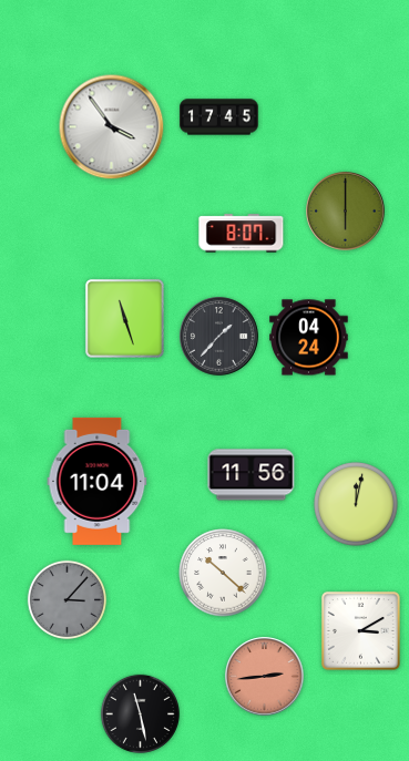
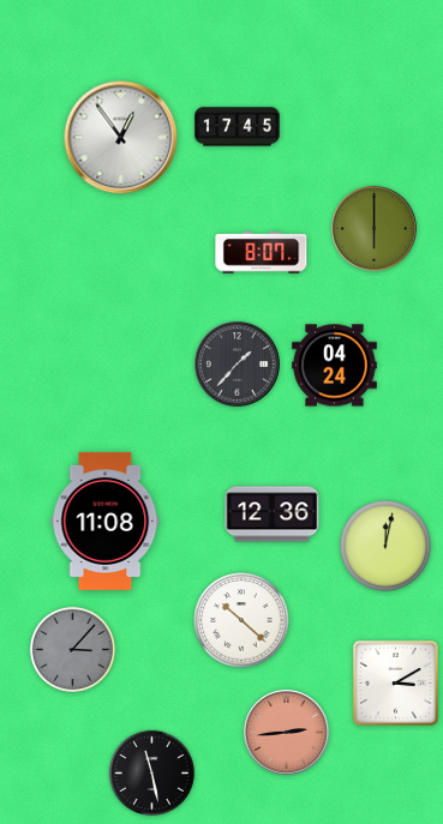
clock at (112, 127): 3:54 -> 12:54
clock at (124, 318): 11:27 -> none
clock at (252, 475): 11:56 -> 12:36
clock at (98, 481): 11:04 -> 11:08
clock at (360, 630) position: (360, 630) -> (395, 682)
